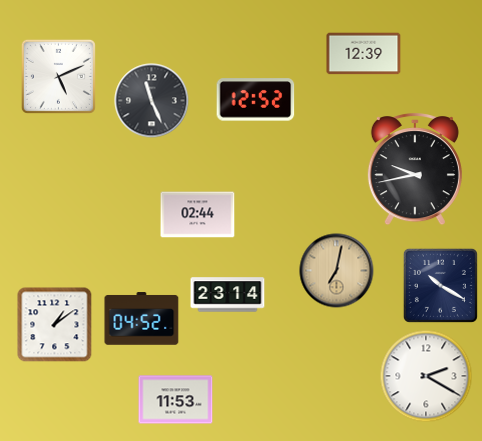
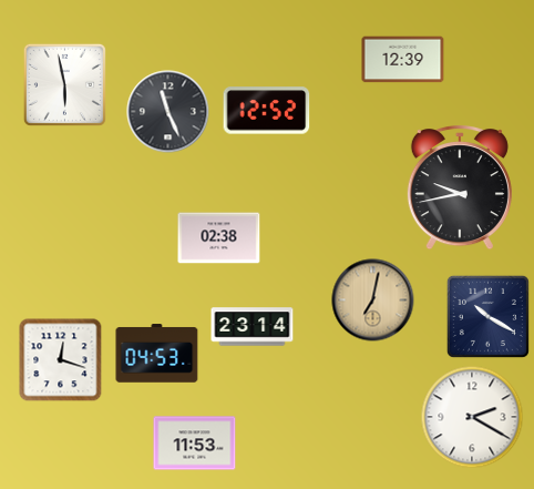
clock at (58, 76): 5:11 -> 5:58
clock at (256, 100) position: (256, 100) -> (267, 111)
clock at (198, 215): 02:44 -> 02:38
clock at (142, 319): 04:52 -> 04:53
clock at (55, 325): 1:09 -> 12:18
